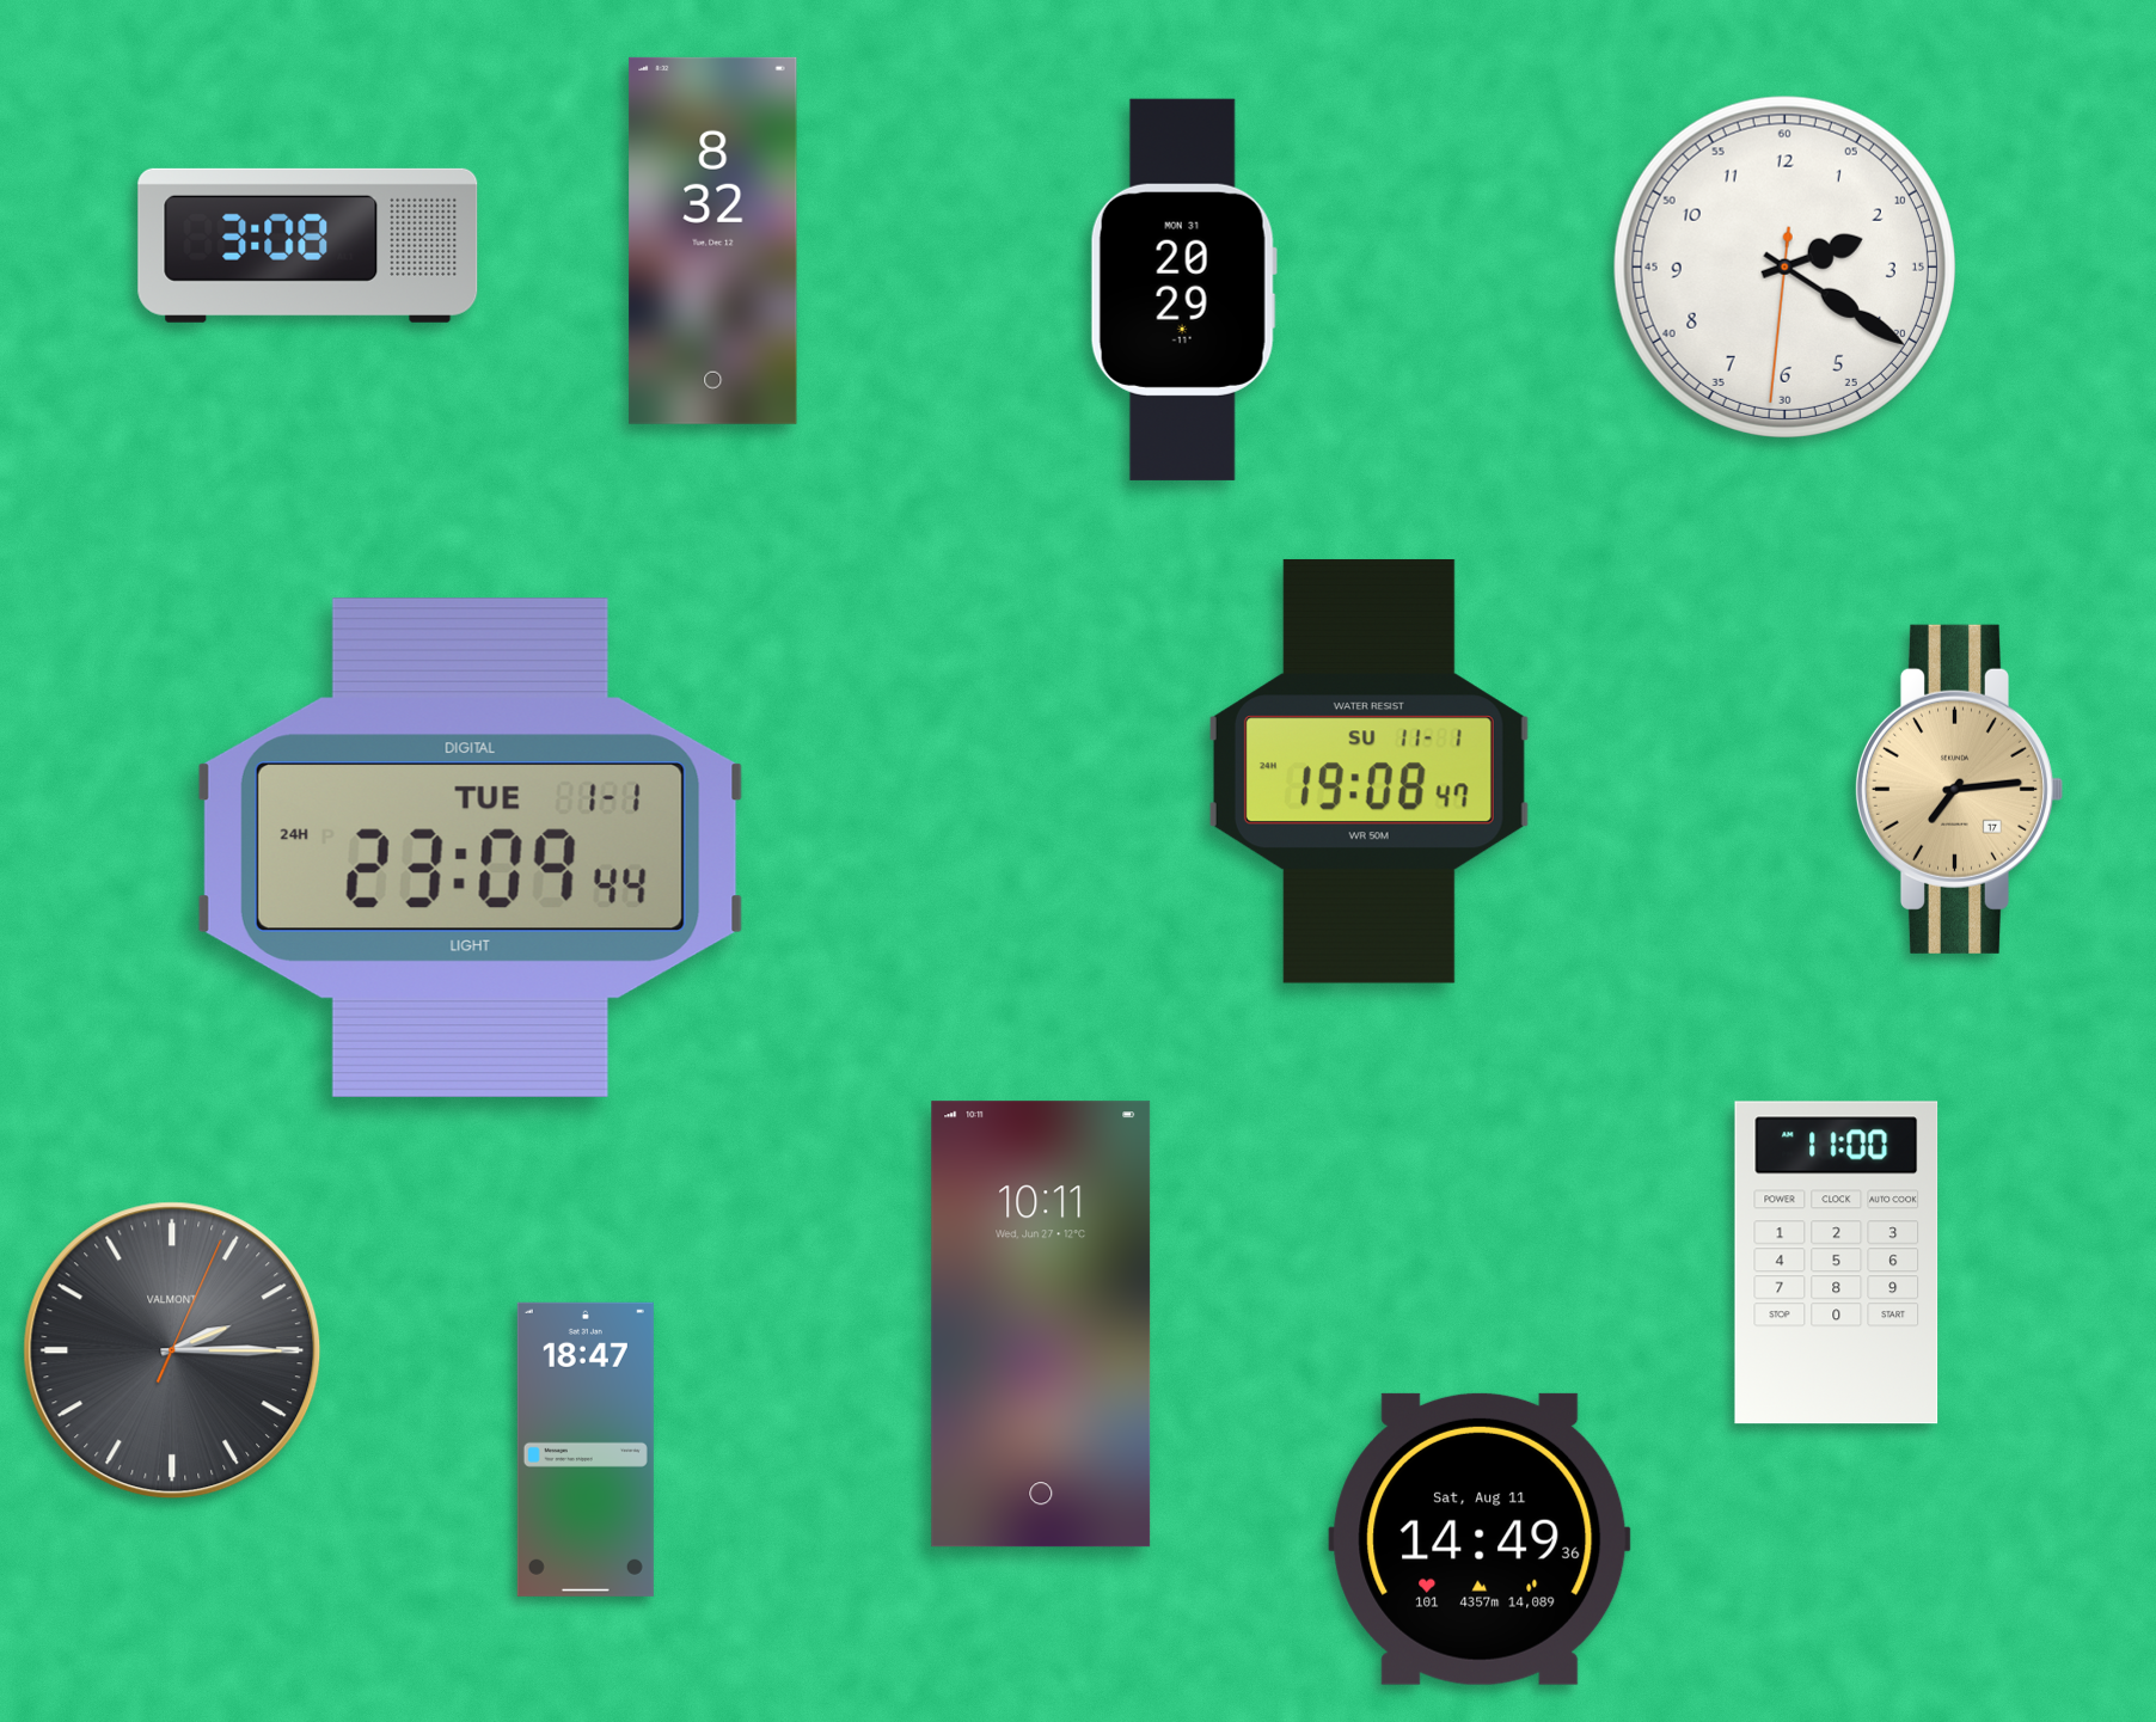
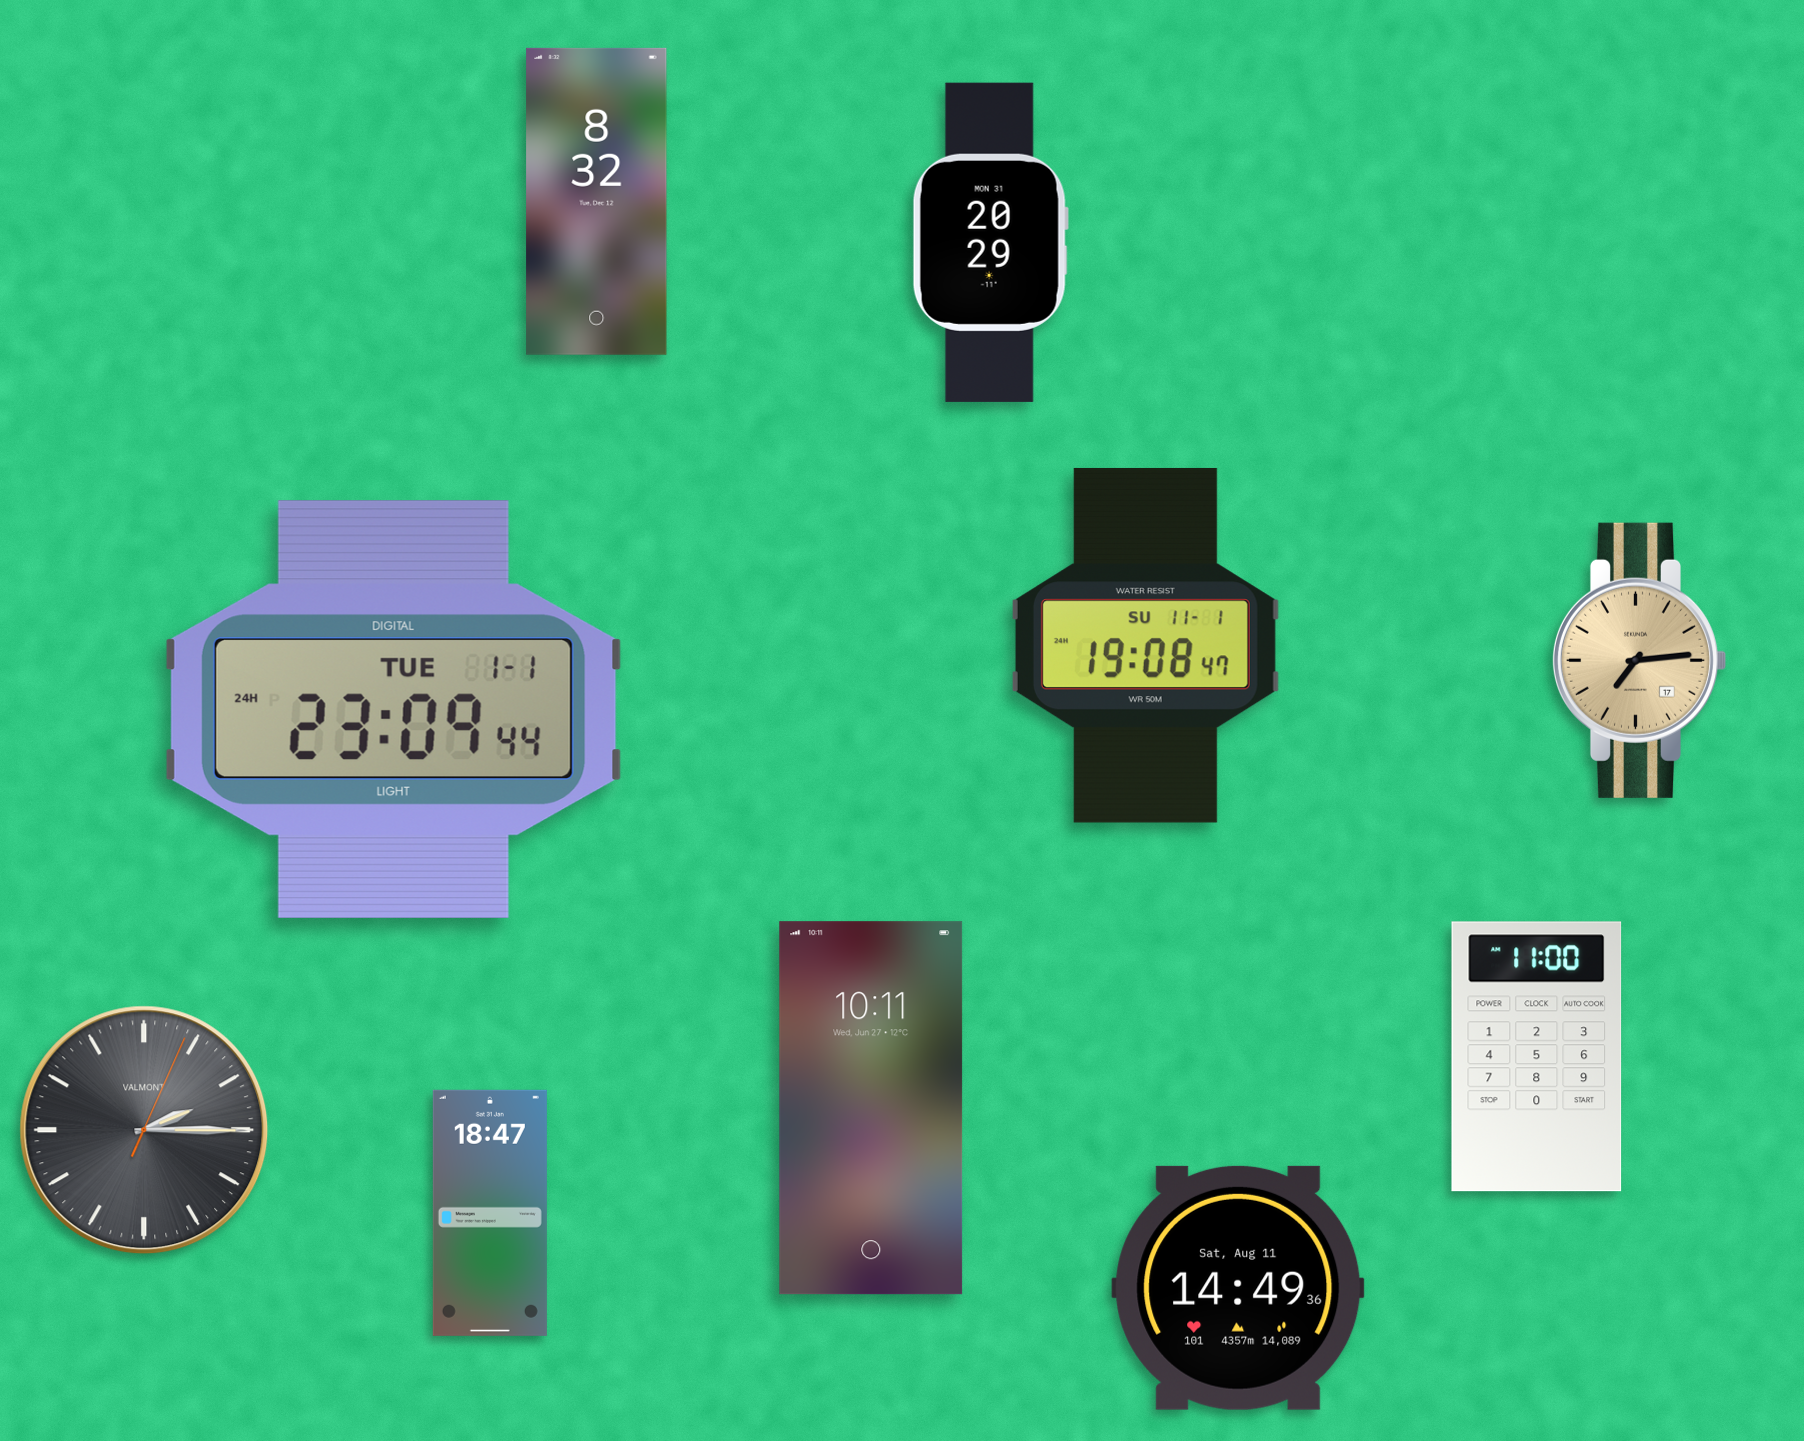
clock at (308, 245): 3:08 -> none
clock at (1784, 266): 2:20 -> none
